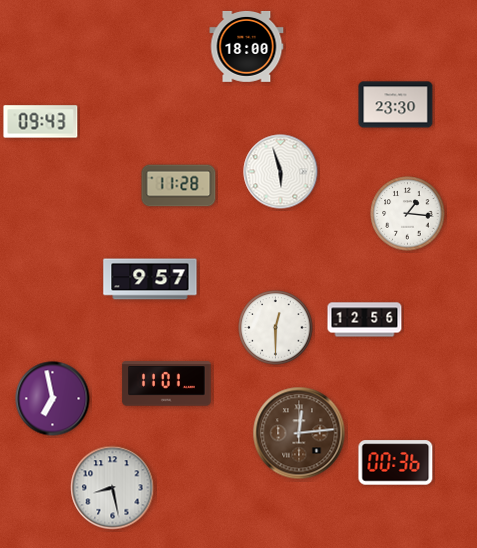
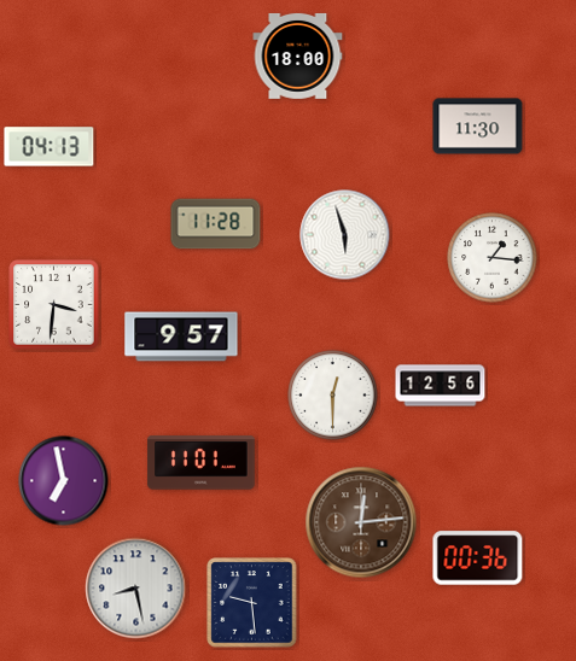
clock at (396, 105): 23:30 -> 11:30
clock at (41, 122): 09:43 -> 04:13
clock at (281, 172) position: (281, 172) -> (345, 235)
clock at (54, 305): none -> 3:31
clock at (252, 603): none -> 9:29
